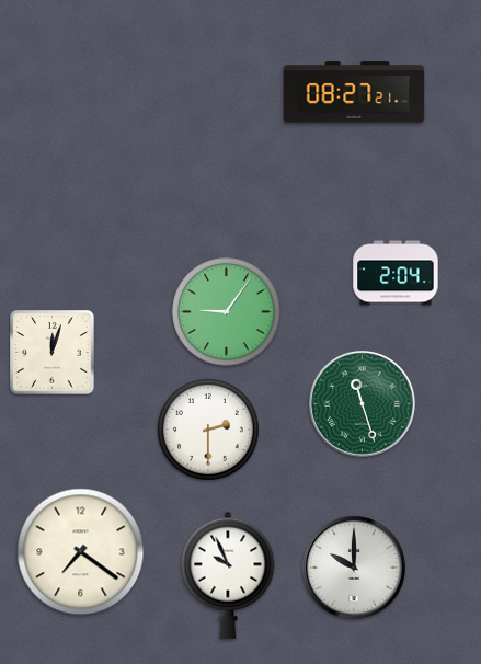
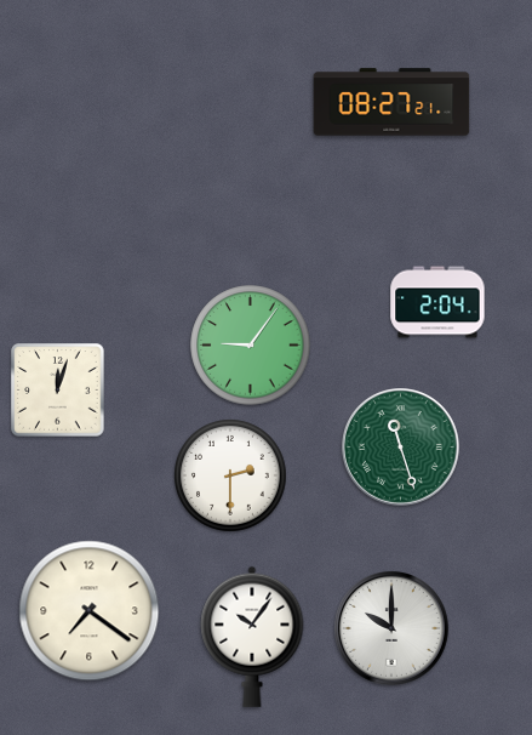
clock at (228, 575): 9:56 -> 10:06
